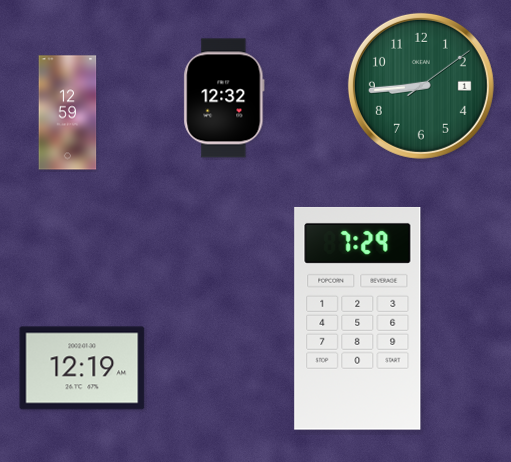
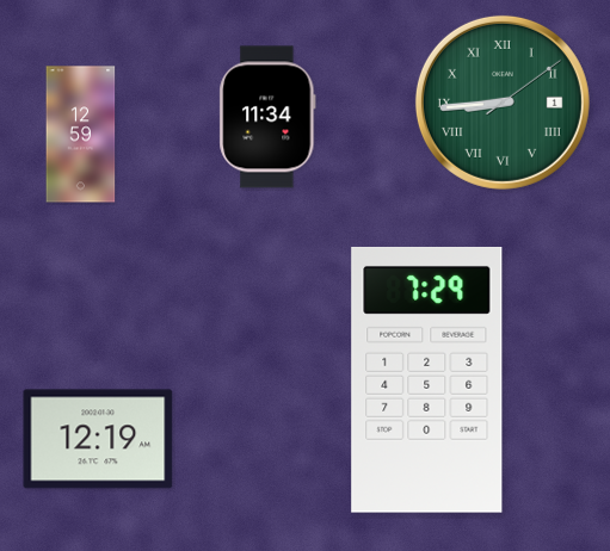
clock at (421, 86) numerals: Arabic -> Roman
clock at (224, 98): 12:32 -> 11:34
